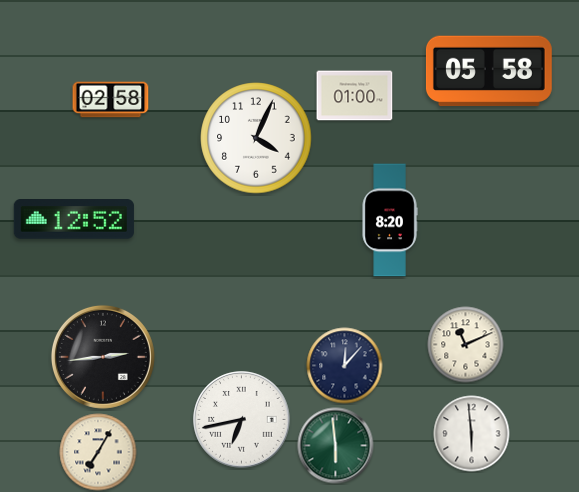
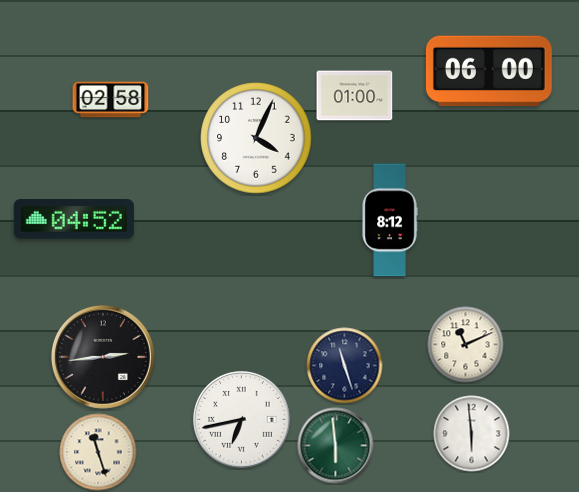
clock at (489, 71): 05:58 -> 06:00
clock at (74, 219): 12:52 -> 04:52
clock at (390, 220): 8:20 -> 8:12
clock at (345, 366): 12:07 -> 11:27
clock at (98, 452): 7:05 -> 11:27
